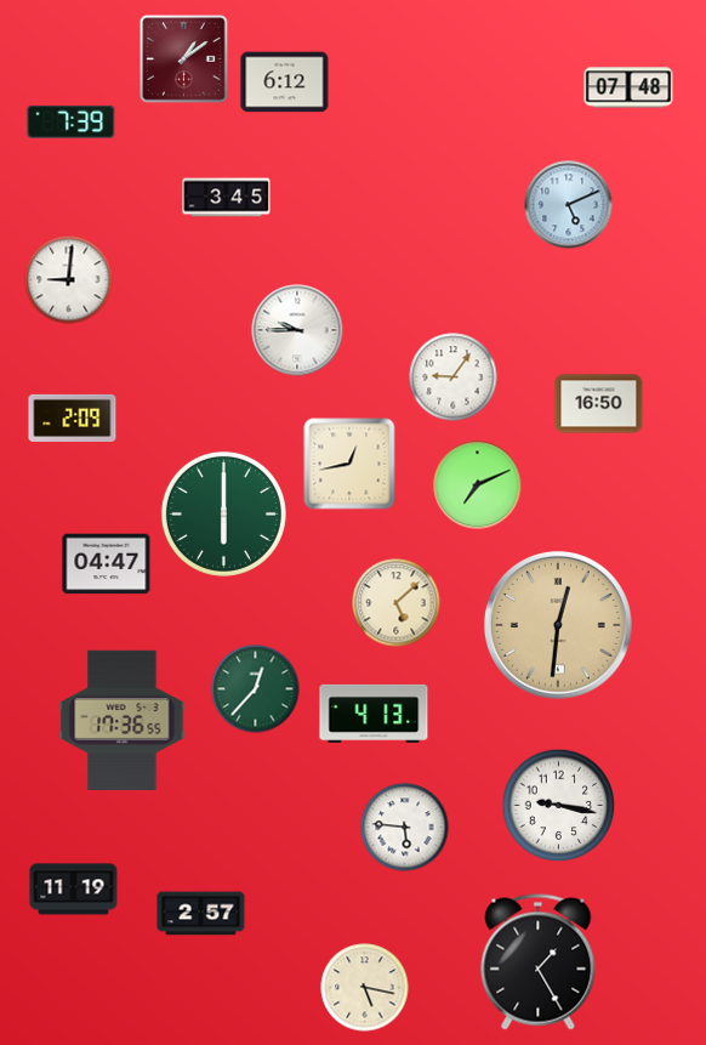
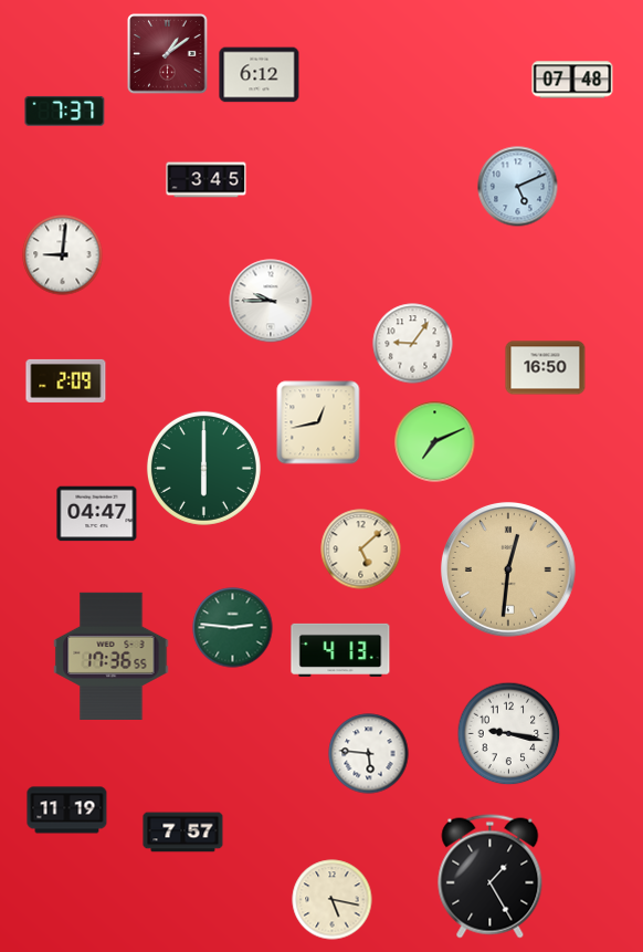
clock at (72, 121): 7:39 -> 7:37
clock at (256, 689): 12:37 -> 2:46
clock at (201, 914): 2:57 -> 7:57
